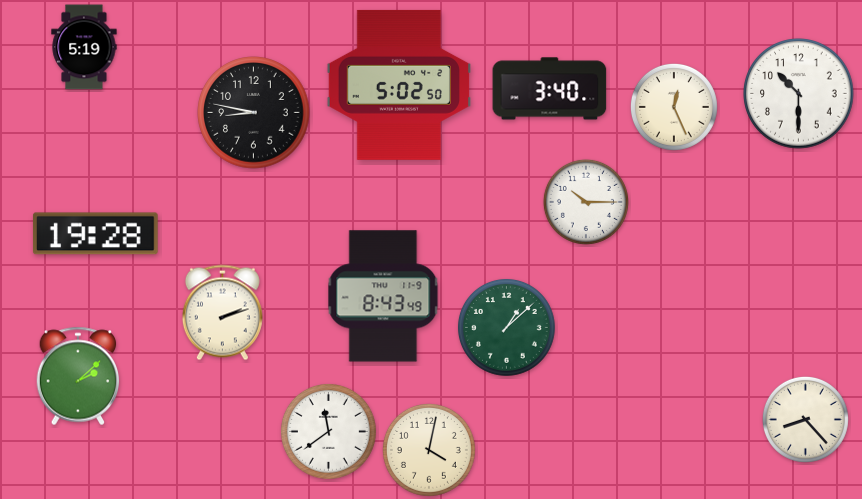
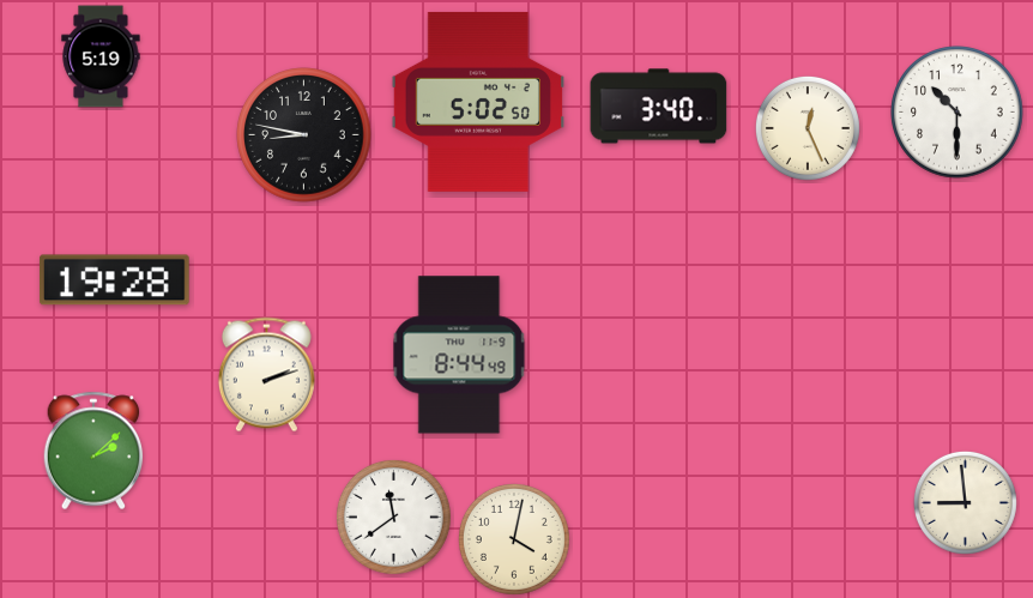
clock at (586, 202): 10:15 -> none
clock at (383, 296): 8:43 -> 8:44
clock at (506, 327): 1:08 -> none
clock at (805, 419): 8:23 -> 8:59
